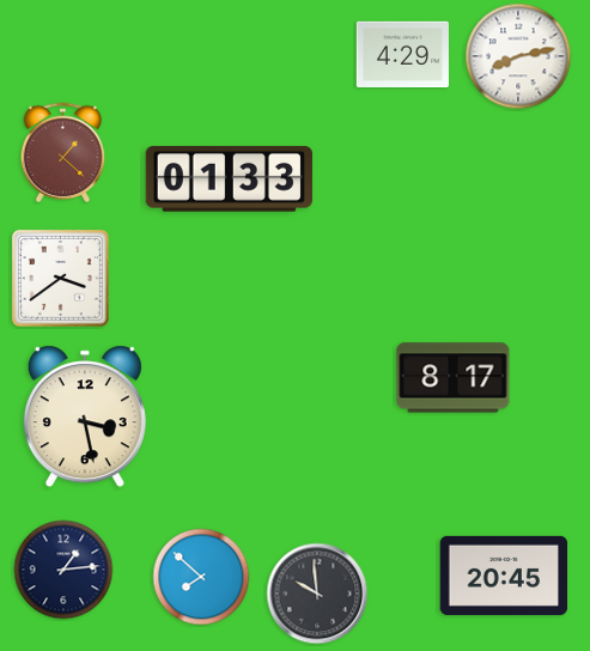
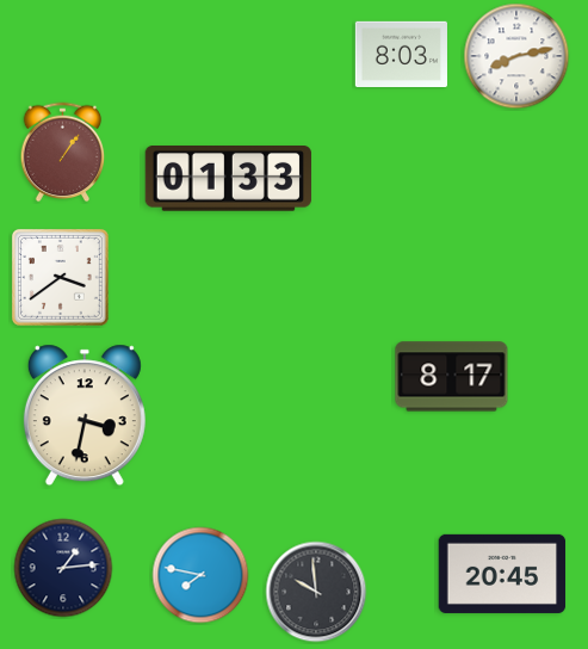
clock at (402, 54): 4:29 -> 8:03
clock at (63, 153): 1:22 -> 1:06
clock at (85, 416): 3:28 -> 3:32
clock at (201, 577): 7:52 -> 7:47
